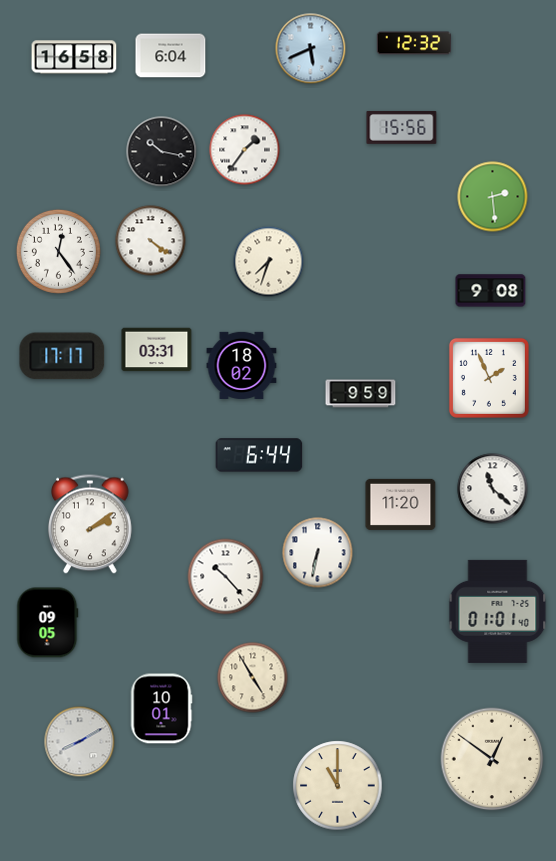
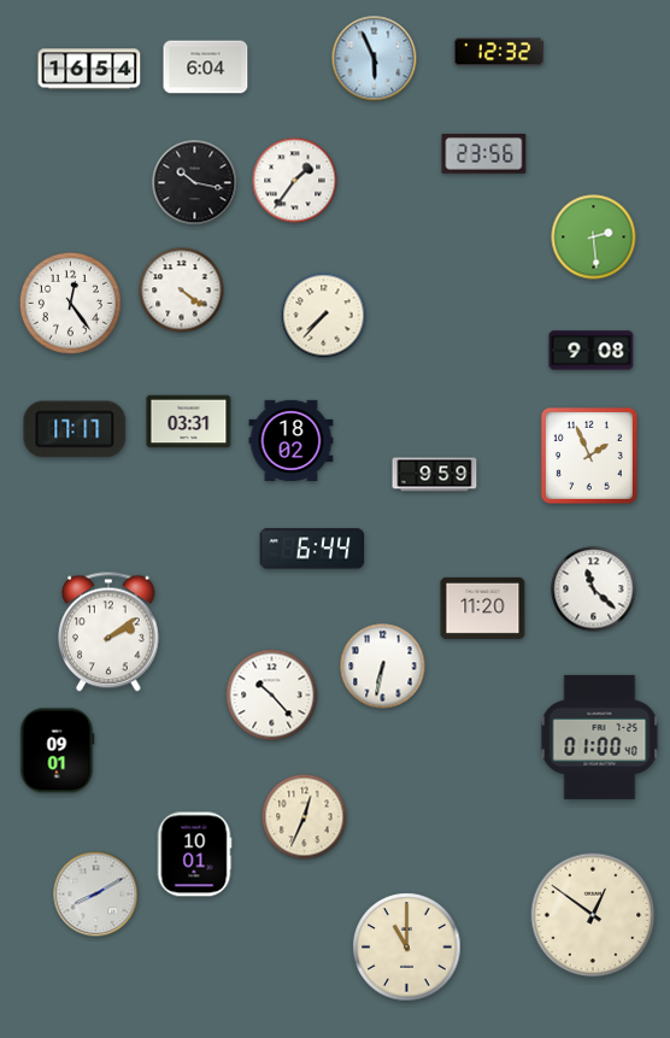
clock at (311, 49): 5:41 -> 5:56
clock at (74, 57): 16:58 -> 16:54
clock at (402, 128): 15:56 -> 23:56
clock at (269, 262): 7:33 -> 7:37
clock at (498, 611): 01:01 -> 01:00
clock at (48, 623): 09:05 -> 09:01
clock at (253, 678): 4:55 -> 12:34
